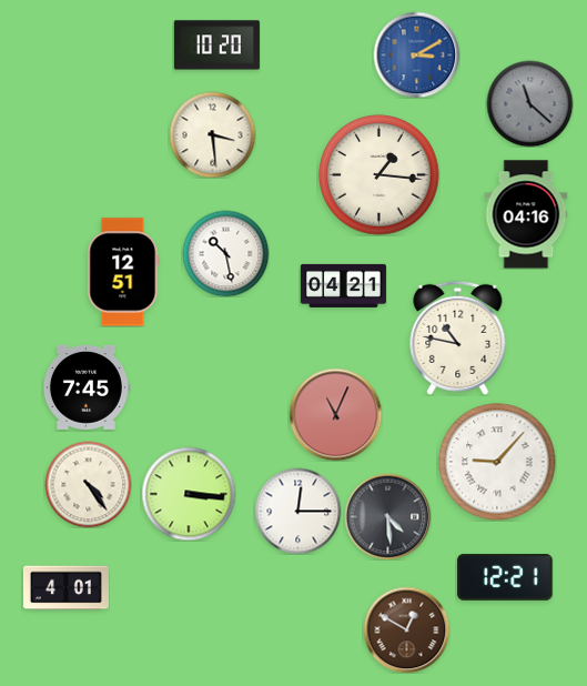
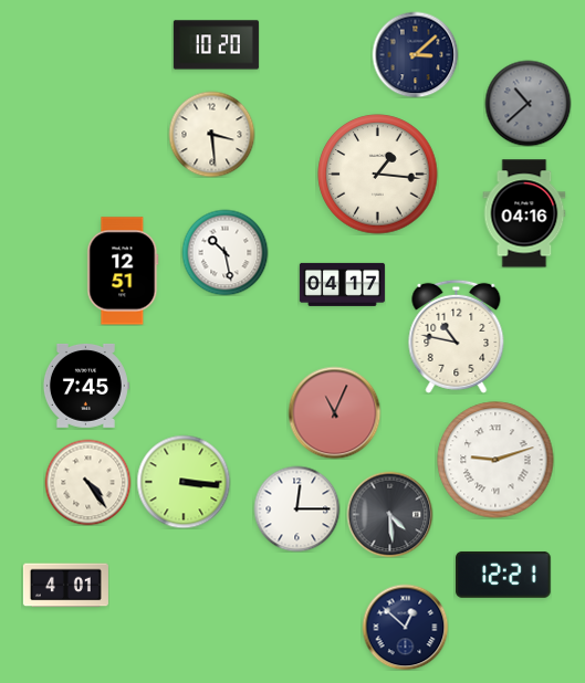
clock at (416, 54): 3:10 -> 3:08
clock at (416, 54) dial: blue -> navy
clock at (529, 103): 11:22 -> 10:38
clock at (343, 285): 04:21 -> 04:17
clock at (497, 462): 9:07 -> 9:12
clock at (189, 494) position: (189, 494) -> (184, 482)
clock at (387, 516) position: (387, 516) -> (389, 514)
clock at (406, 629): 12:50 -> 12:52
clock at (406, 629) dial: brown -> navy
